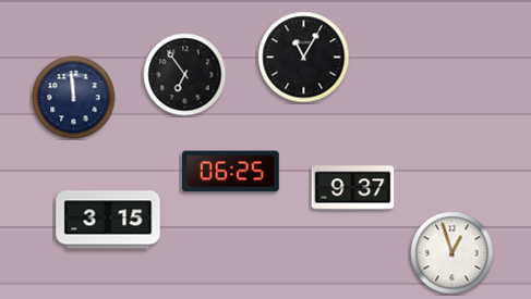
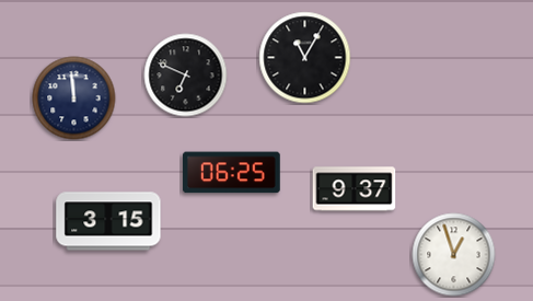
clock at (185, 75): 6:54 -> 6:49
